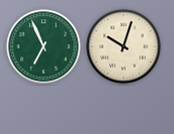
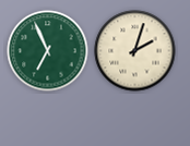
clock at (124, 47): 10:03 -> 2:03
